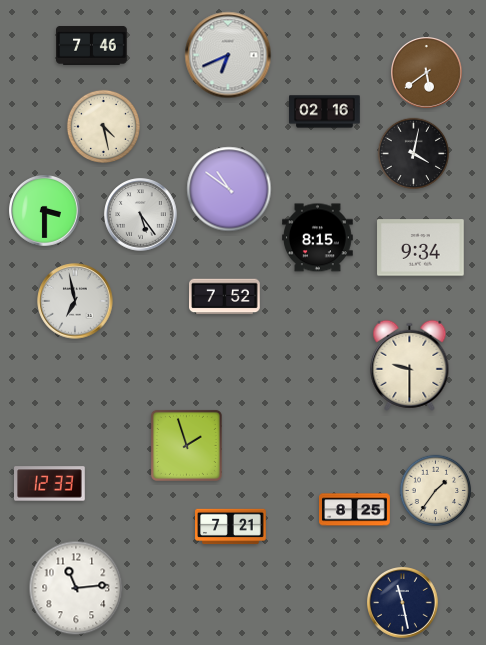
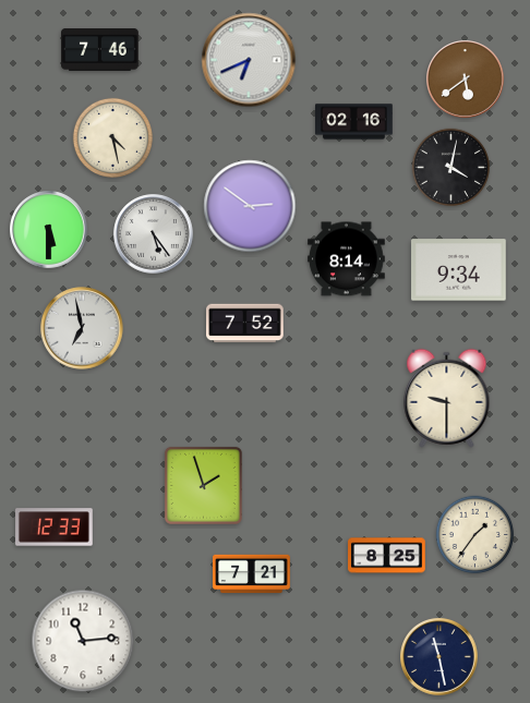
clock at (229, 189): 10:51 -> 2:51
clock at (45, 211): 3:30 -> 5:30
clock at (318, 238): 8:15 -> 8:14
